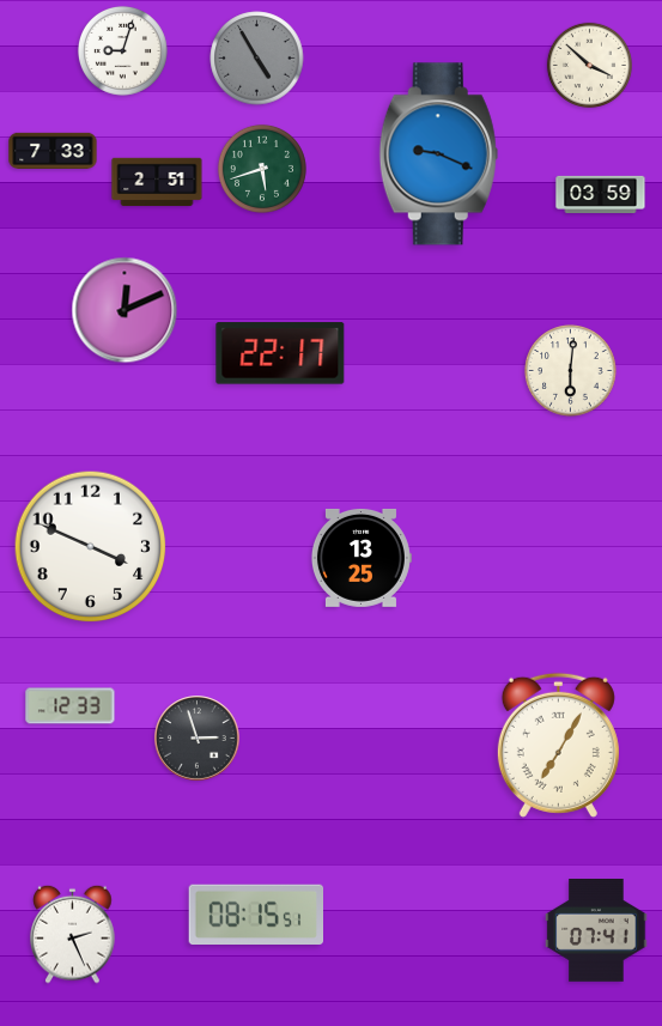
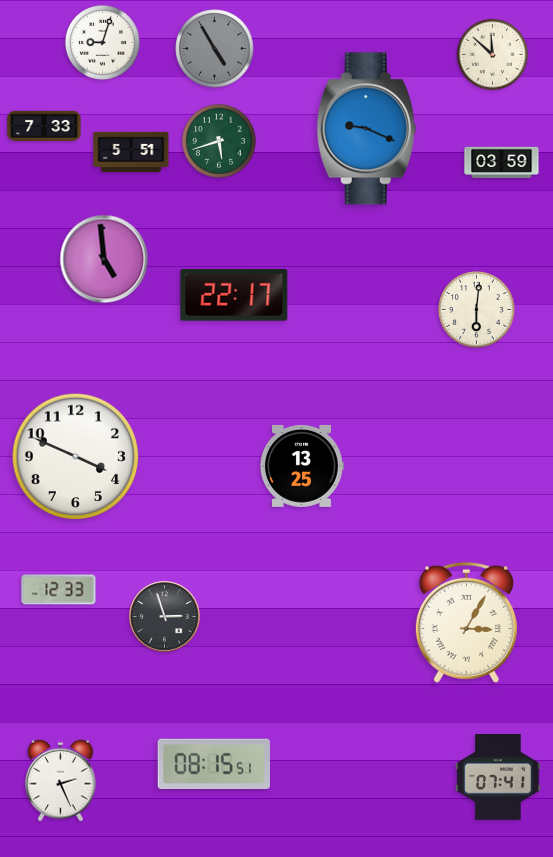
clock at (589, 65): 3:52 -> 11:52
clock at (157, 182): 2:51 -> 5:51
clock at (124, 310): 12:11 -> 4:59
clock at (558, 745): 7:05 -> 3:05
